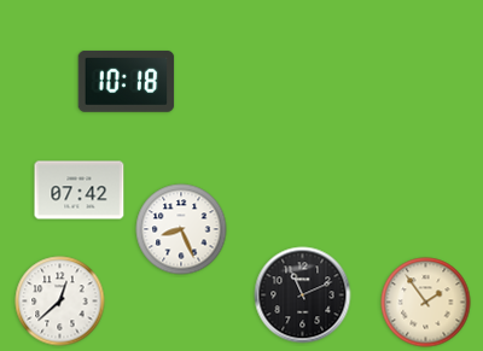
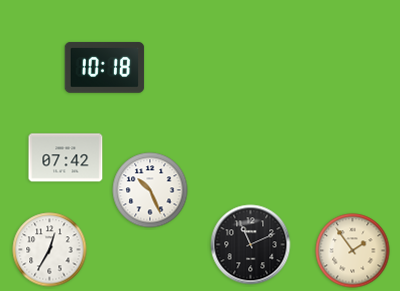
clock at (181, 229): 8:26 -> 10:26
clock at (60, 302): 12:38 -> 12:35
